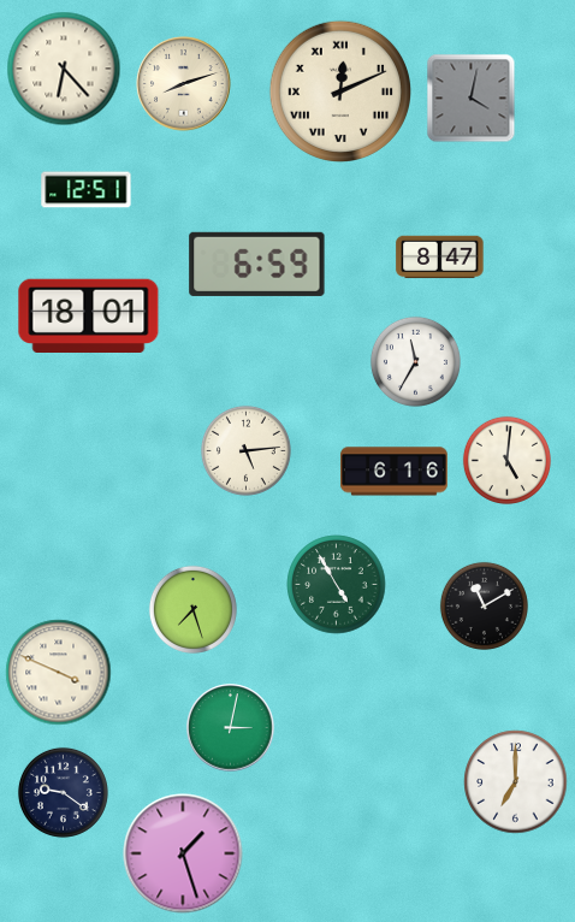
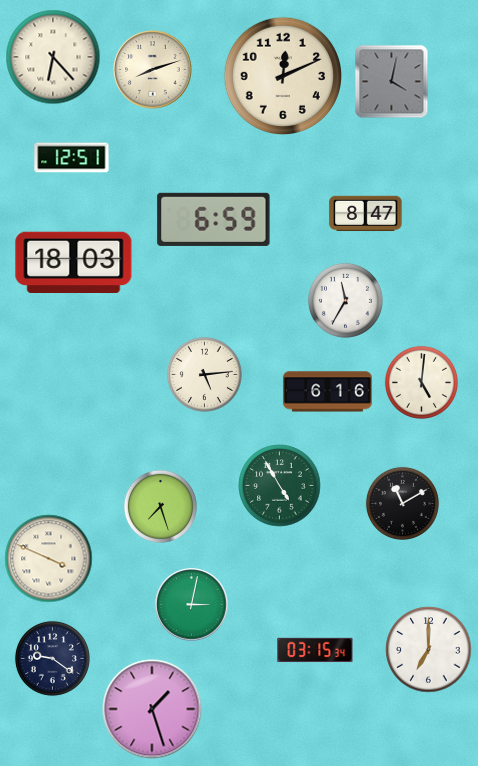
clock at (339, 90) numerals: Roman -> Arabic
clock at (89, 317): 18:01 -> 18:03
clock at (315, 650): none -> 03:15
